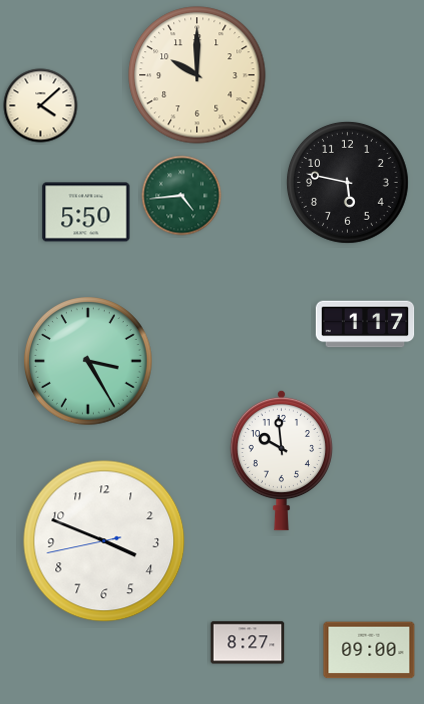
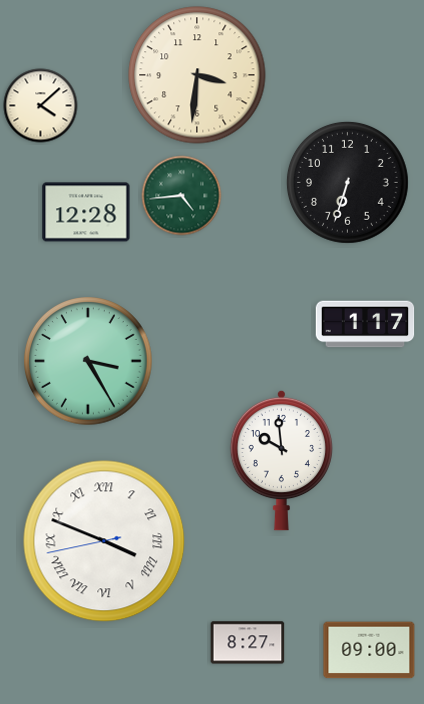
clock at (197, 75): 10:00 -> 3:31
clock at (347, 182): 5:47 -> 6:33
clock at (86, 212): 5:50 -> 12:28
clock at (104, 541) numerals: Arabic -> Roman
